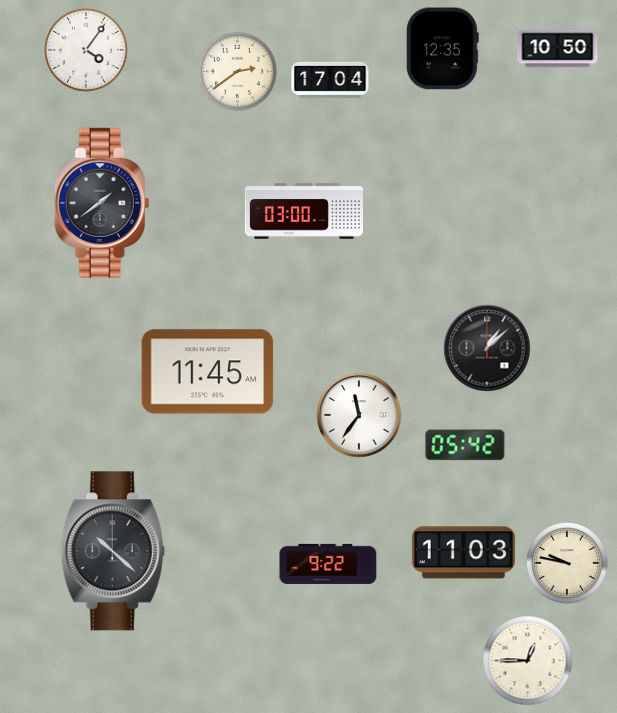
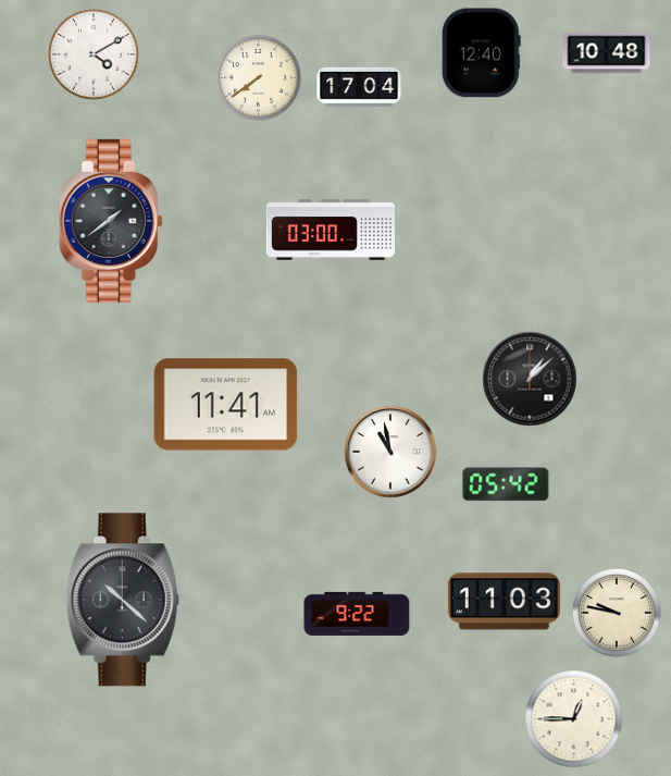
clock at (442, 49): 12:35 -> 12:40
clock at (558, 49): 10:50 -> 10:48
clock at (86, 50): 4:06 -> 4:10
clock at (237, 71): 2:39 -> 7:39
clock at (208, 372): 11:45 -> 11:41
clock at (359, 415): 11:36 -> 10:58
